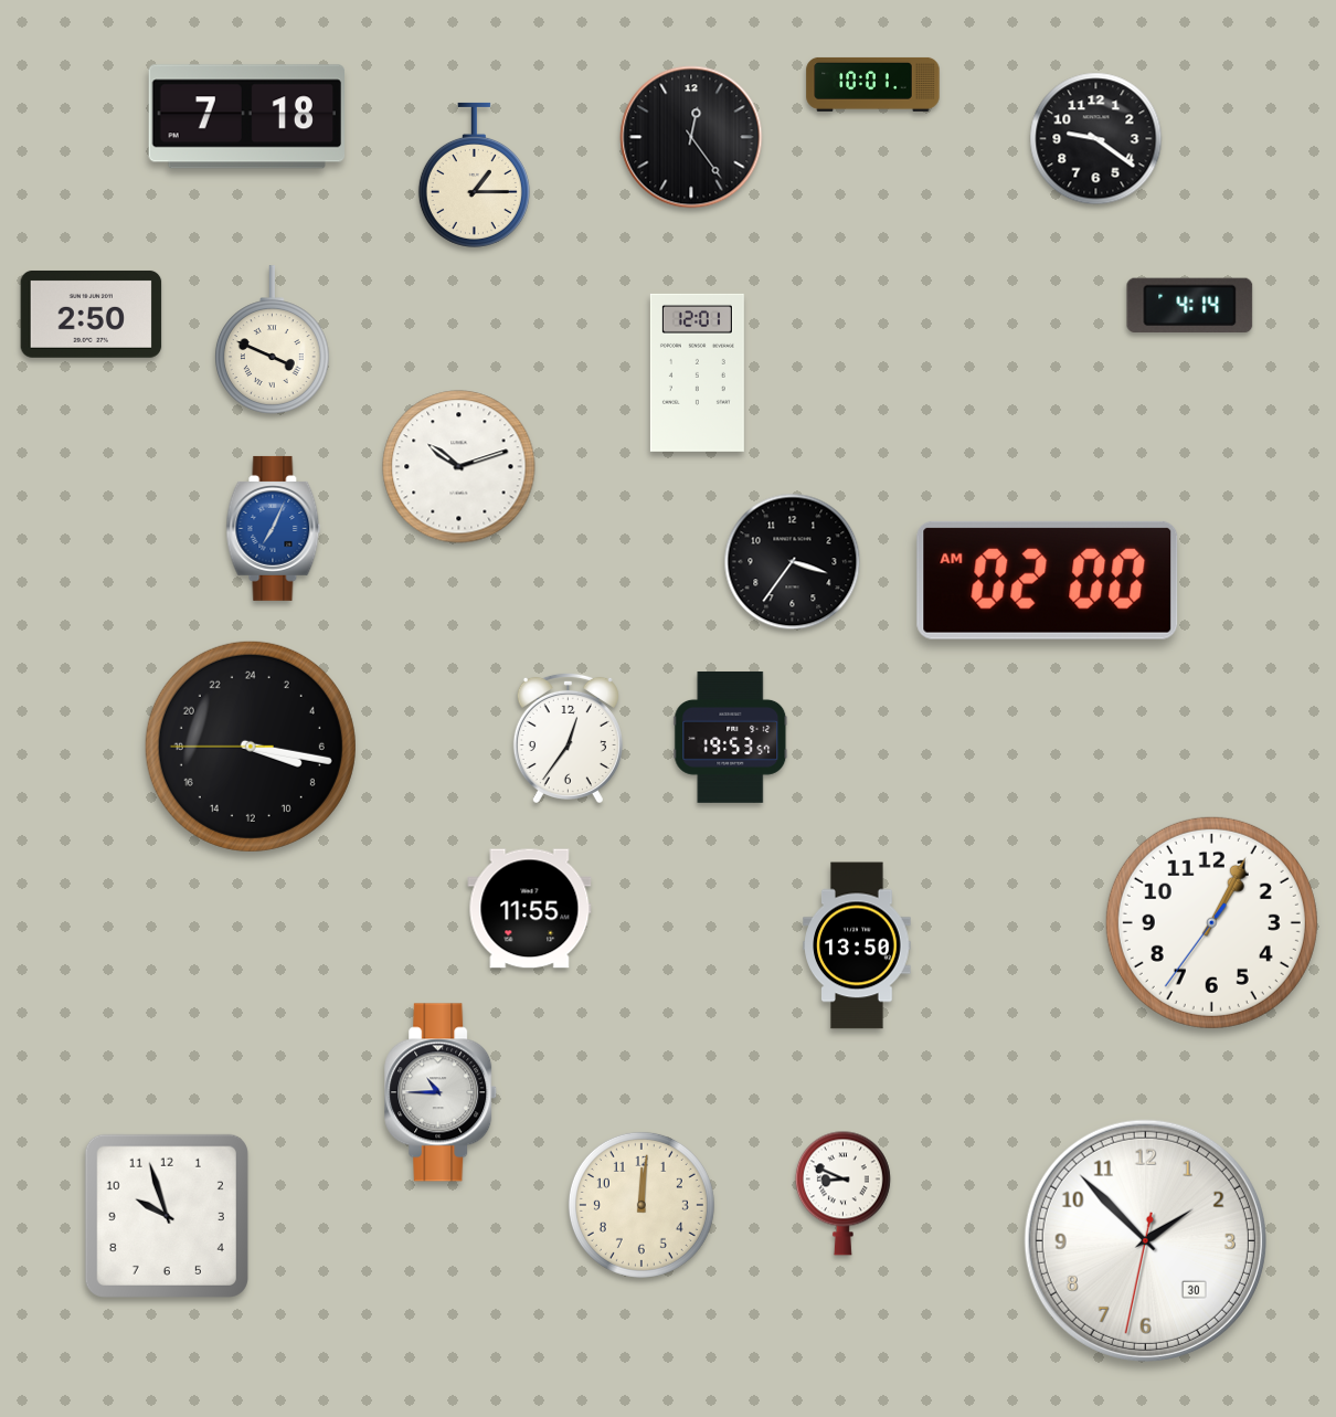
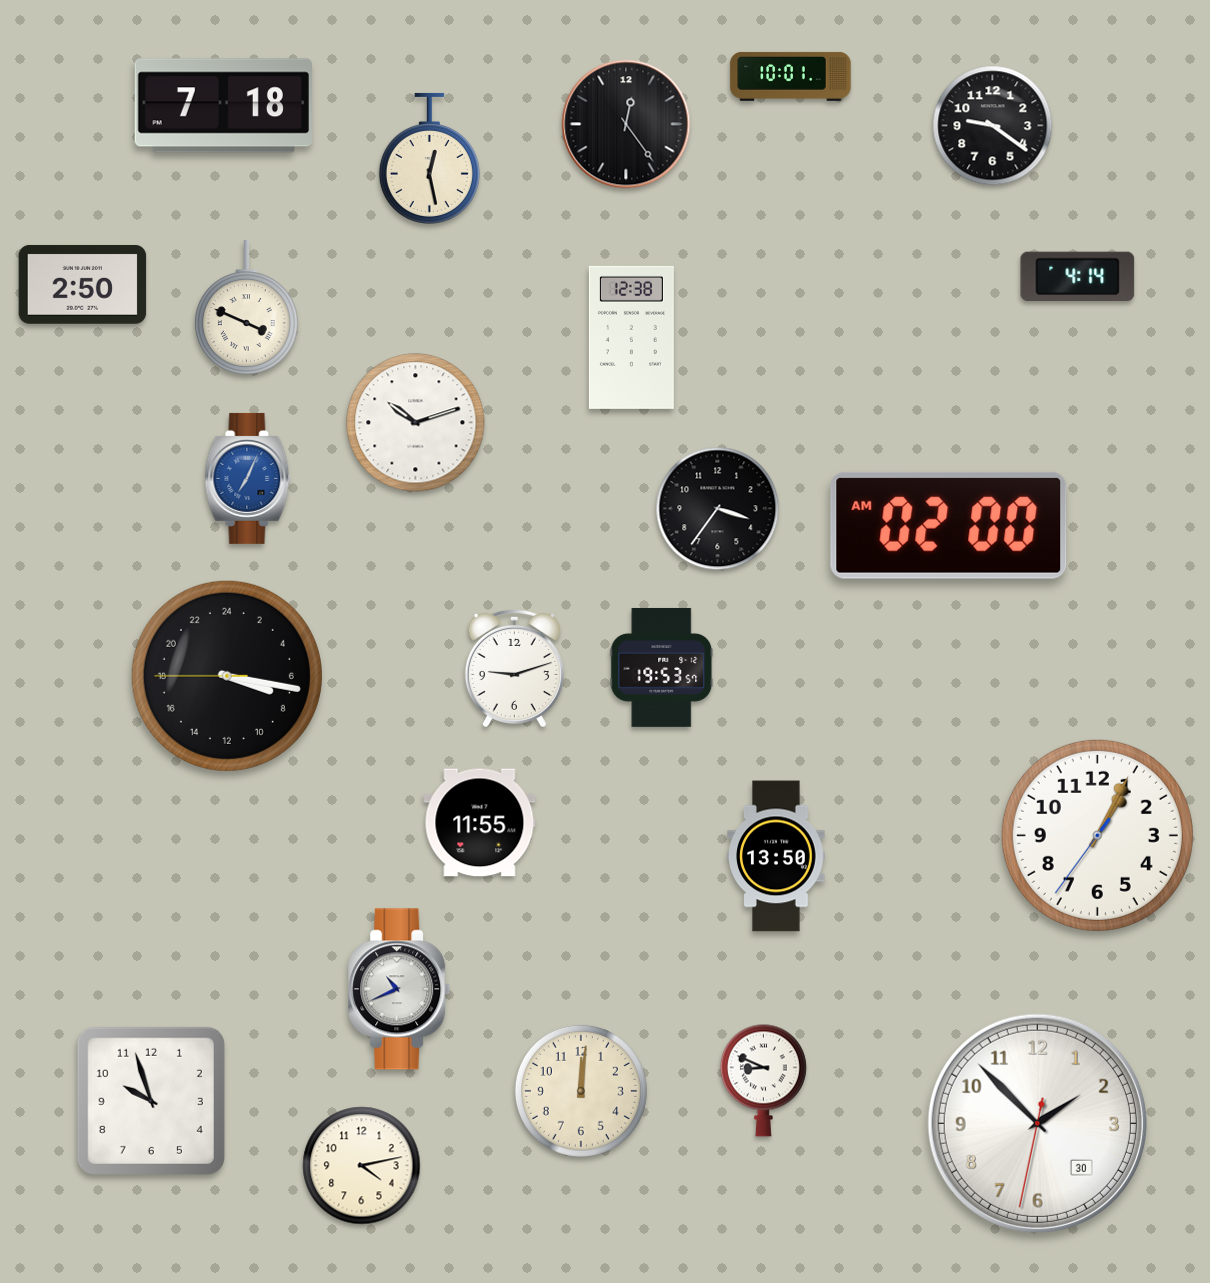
clock at (474, 175): 1:15 -> 12:28
clock at (697, 372): 12:01 -> 12:38
clock at (568, 737): 12:36 -> 9:12
clock at (442, 1092): 10:45 -> 10:41
clock at (362, 1166): none -> 4:13
